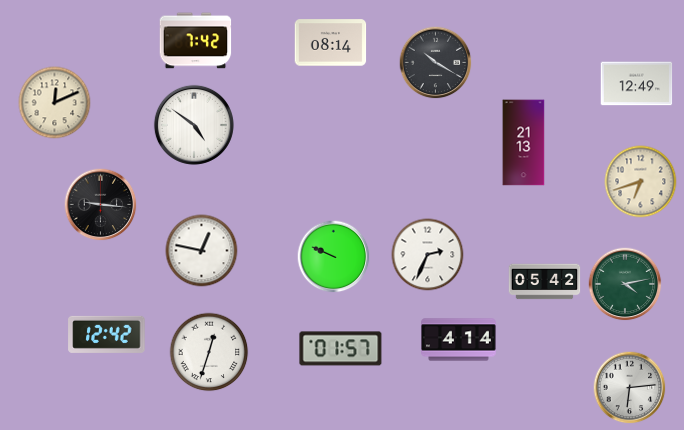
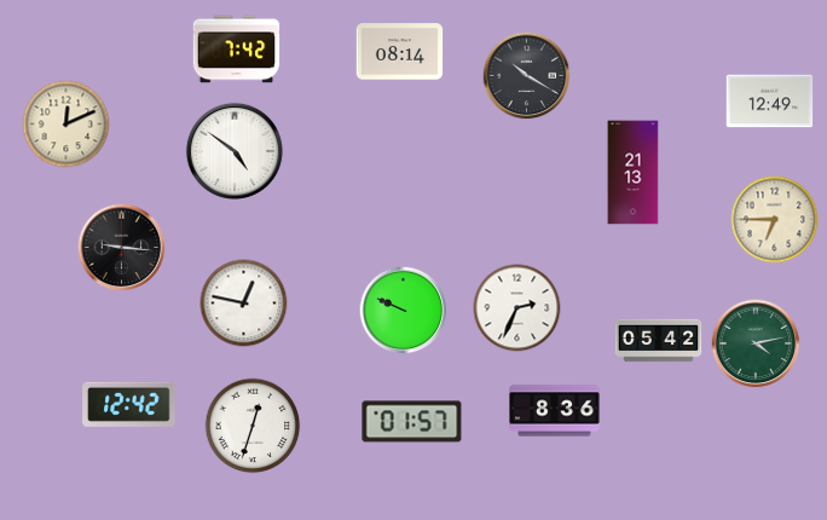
clock at (641, 182): 6:42 -> 6:45
clock at (459, 340): 4:14 -> 8:36
clock at (630, 388): 6:14 -> none
